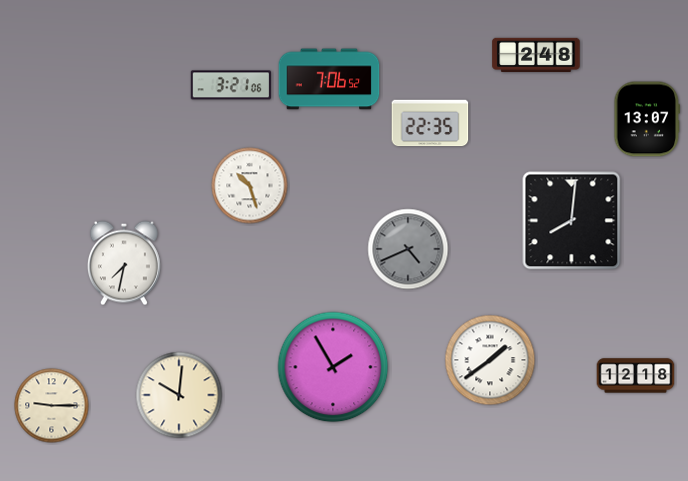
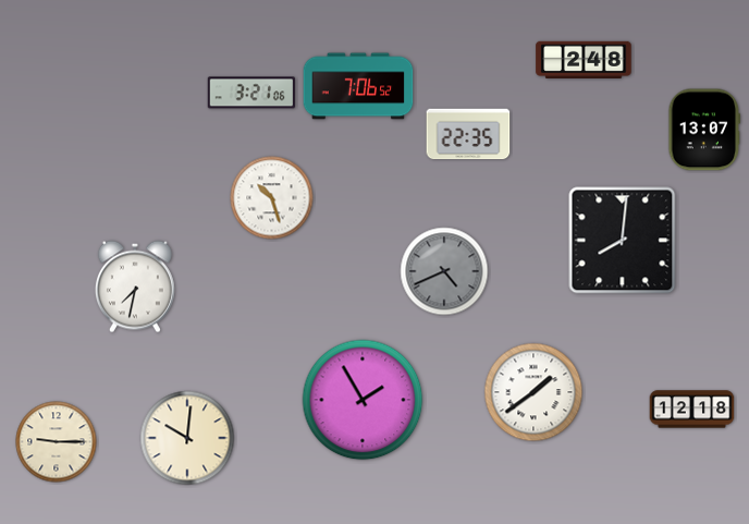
clock at (250, 186) position: (250, 186) -> (272, 198)
clock at (179, 395) position: (179, 395) -> (187, 438)
